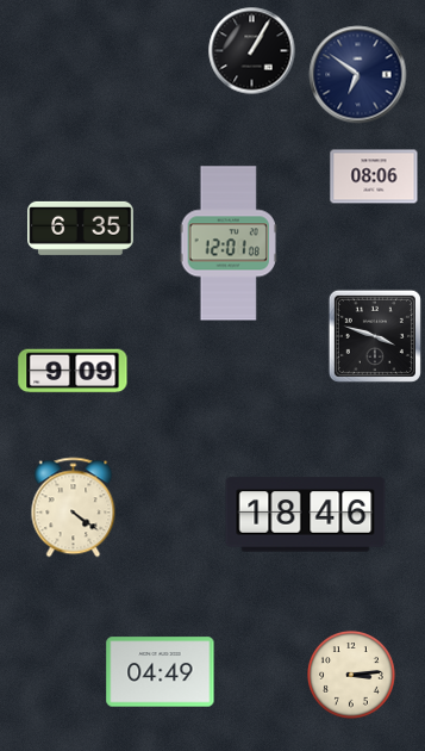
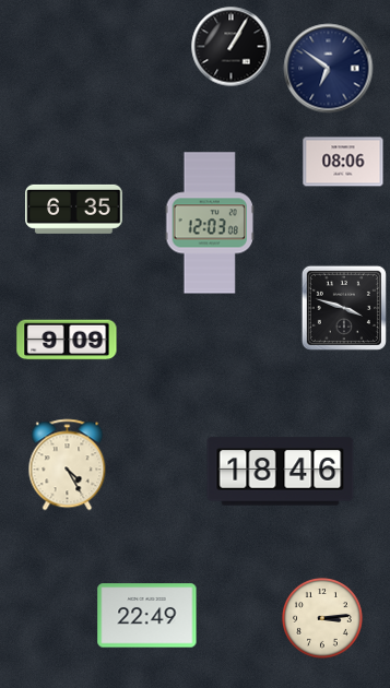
clock at (227, 243): 12:01 -> 12:03
clock at (74, 508): 4:21 -> 4:25
clock at (161, 672): 04:49 -> 22:49
